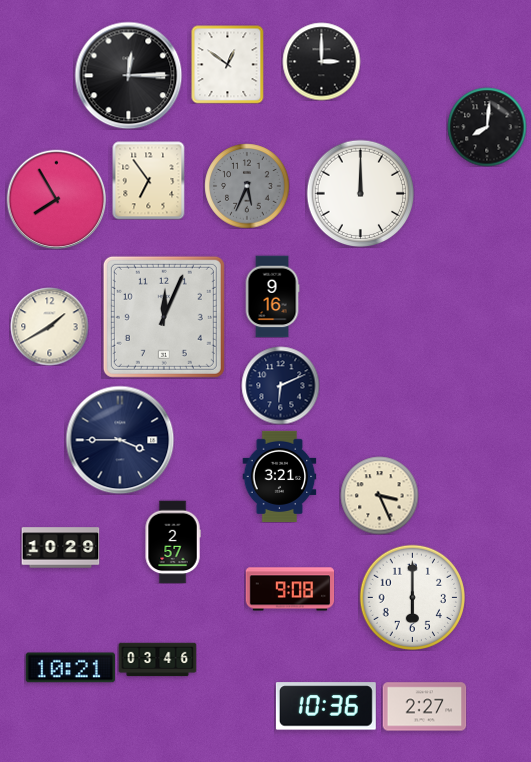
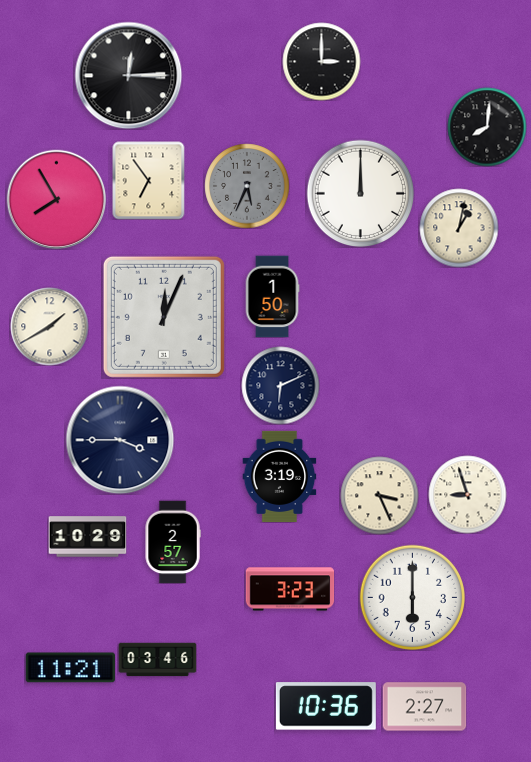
clock at (228, 64): 12:51 -> none
clock at (459, 228): none -> 1:02
clock at (272, 296): 9:16 -> 1:50
clock at (280, 476): 3:21 -> 3:19
clock at (467, 494): none -> 8:57
clock at (60, 548) position: (60, 548) -> (87, 537)
clock at (290, 589): 9:08 -> 3:23
clock at (70, 668): 10:21 -> 11:21
